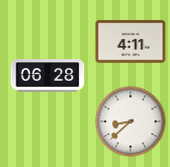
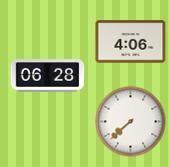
clock at (131, 42): 4:11 -> 4:06
clock at (131, 122): 8:38 -> 7:38
